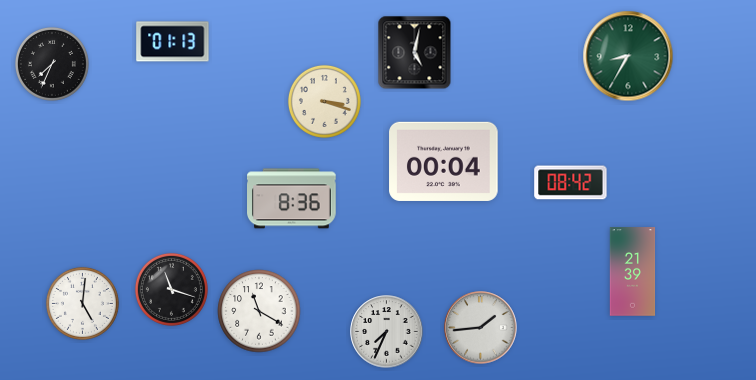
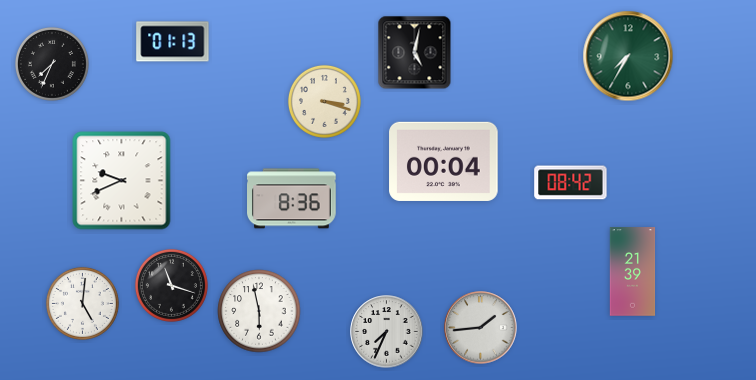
clock at (628, 56): 8:35 -> 7:35
clock at (122, 181): none -> 9:41
clock at (171, 289) position: (171, 289) -> (171, 285)
clock at (259, 311): 11:20 -> 5:58
